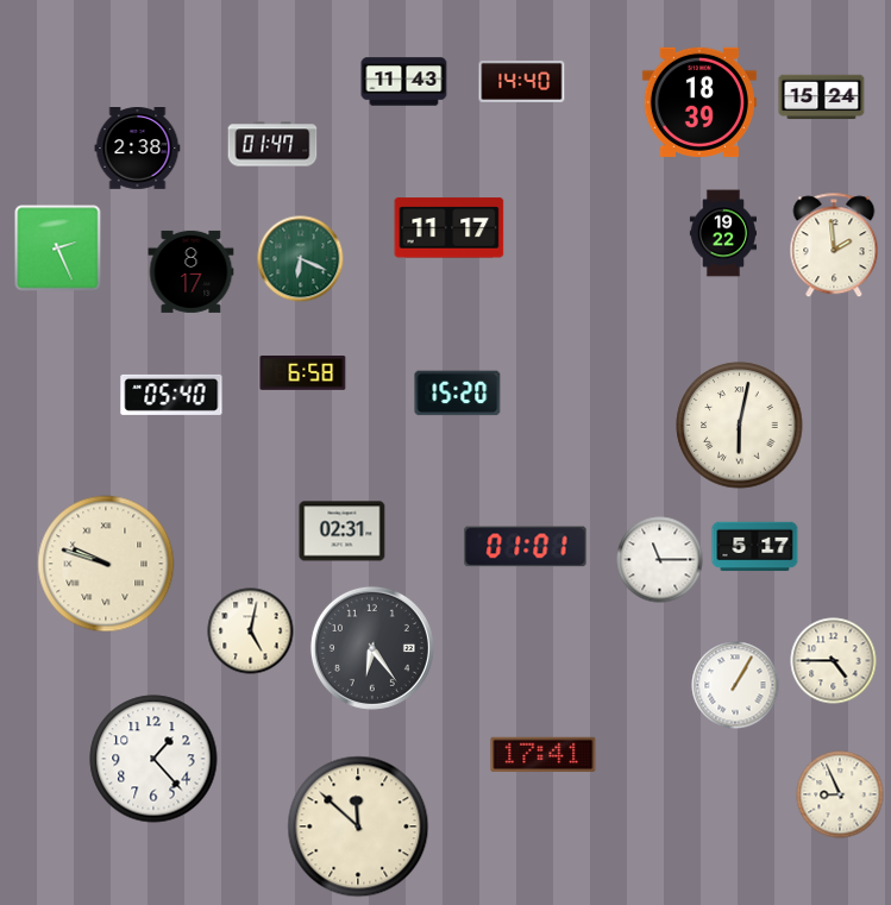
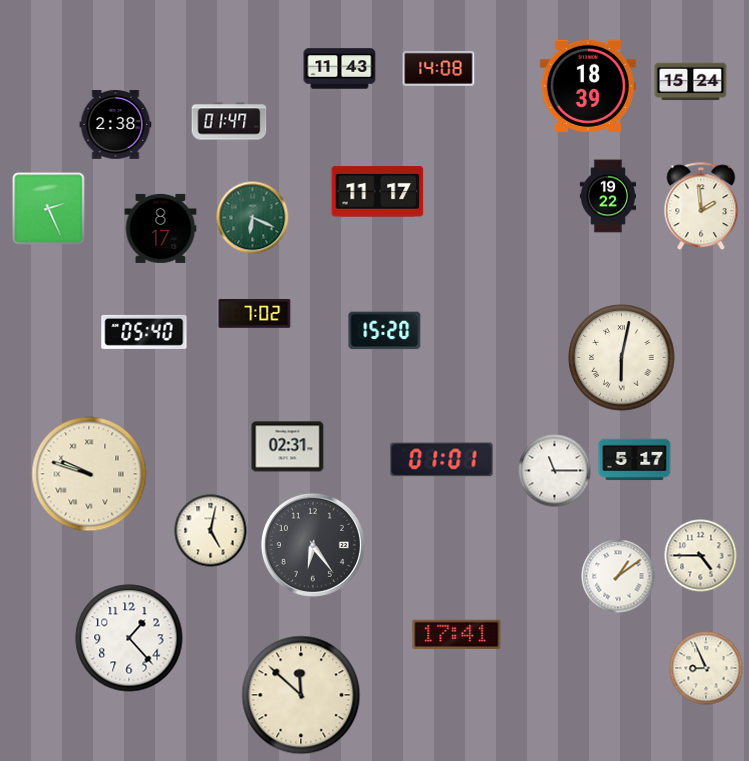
clock at (522, 81): 14:40 -> 14:08
clock at (303, 373): 6:58 -> 7:02
clock at (735, 685): 1:05 -> 1:09
